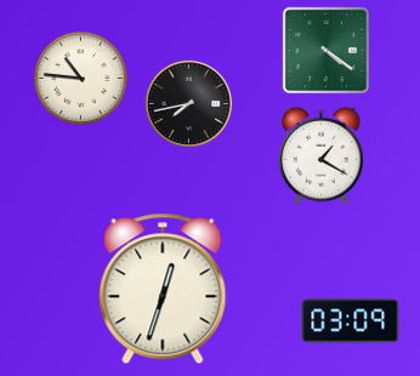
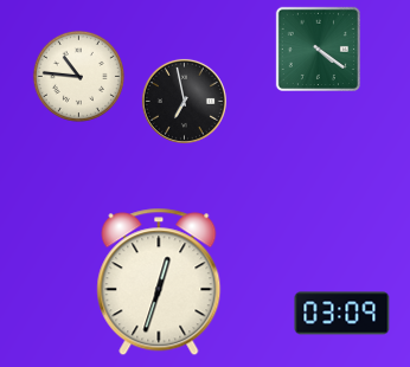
clock at (188, 103): 7:43 -> 6:58
clock at (322, 155): 1:20 -> none
